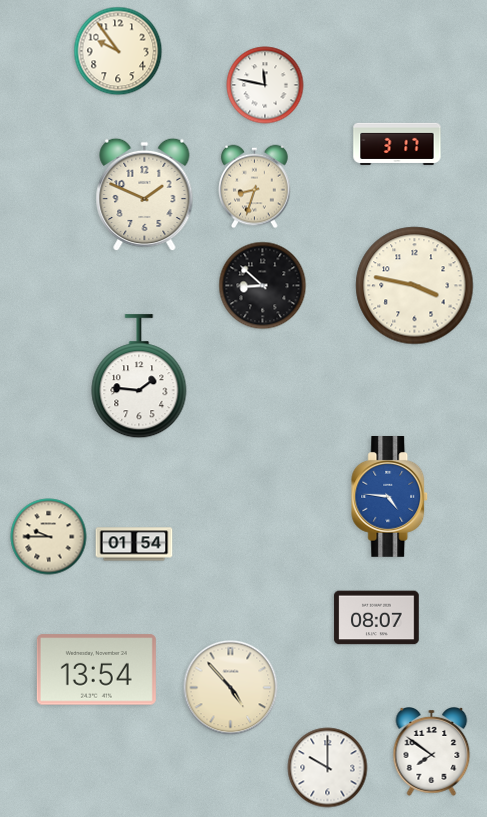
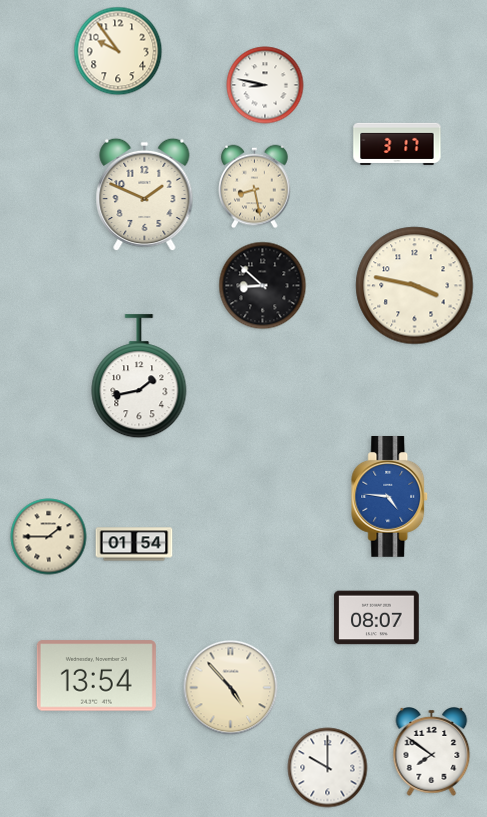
clock at (265, 85): 11:47 -> 8:47
clock at (255, 187): 8:33 -> 8:28
clock at (139, 377): 1:46 -> 1:43
clock at (49, 537): 9:45 -> 1:45
clock at (96, 670) position: (96, 670) -> (96, 676)
